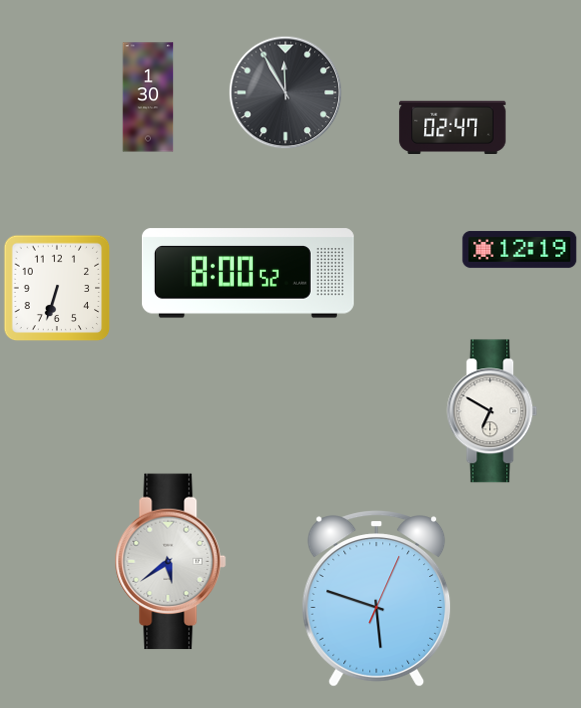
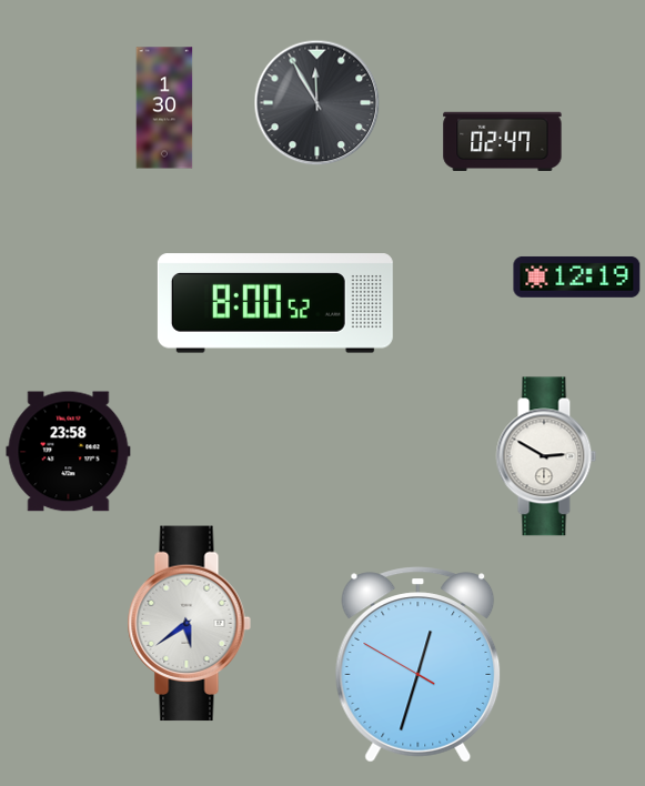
clock at (57, 288): 6:33 -> none
clock at (69, 452): none -> 23:58
clock at (492, 411): 6:50 -> 2:50
clock at (377, 599): 5:48 -> 12:32
